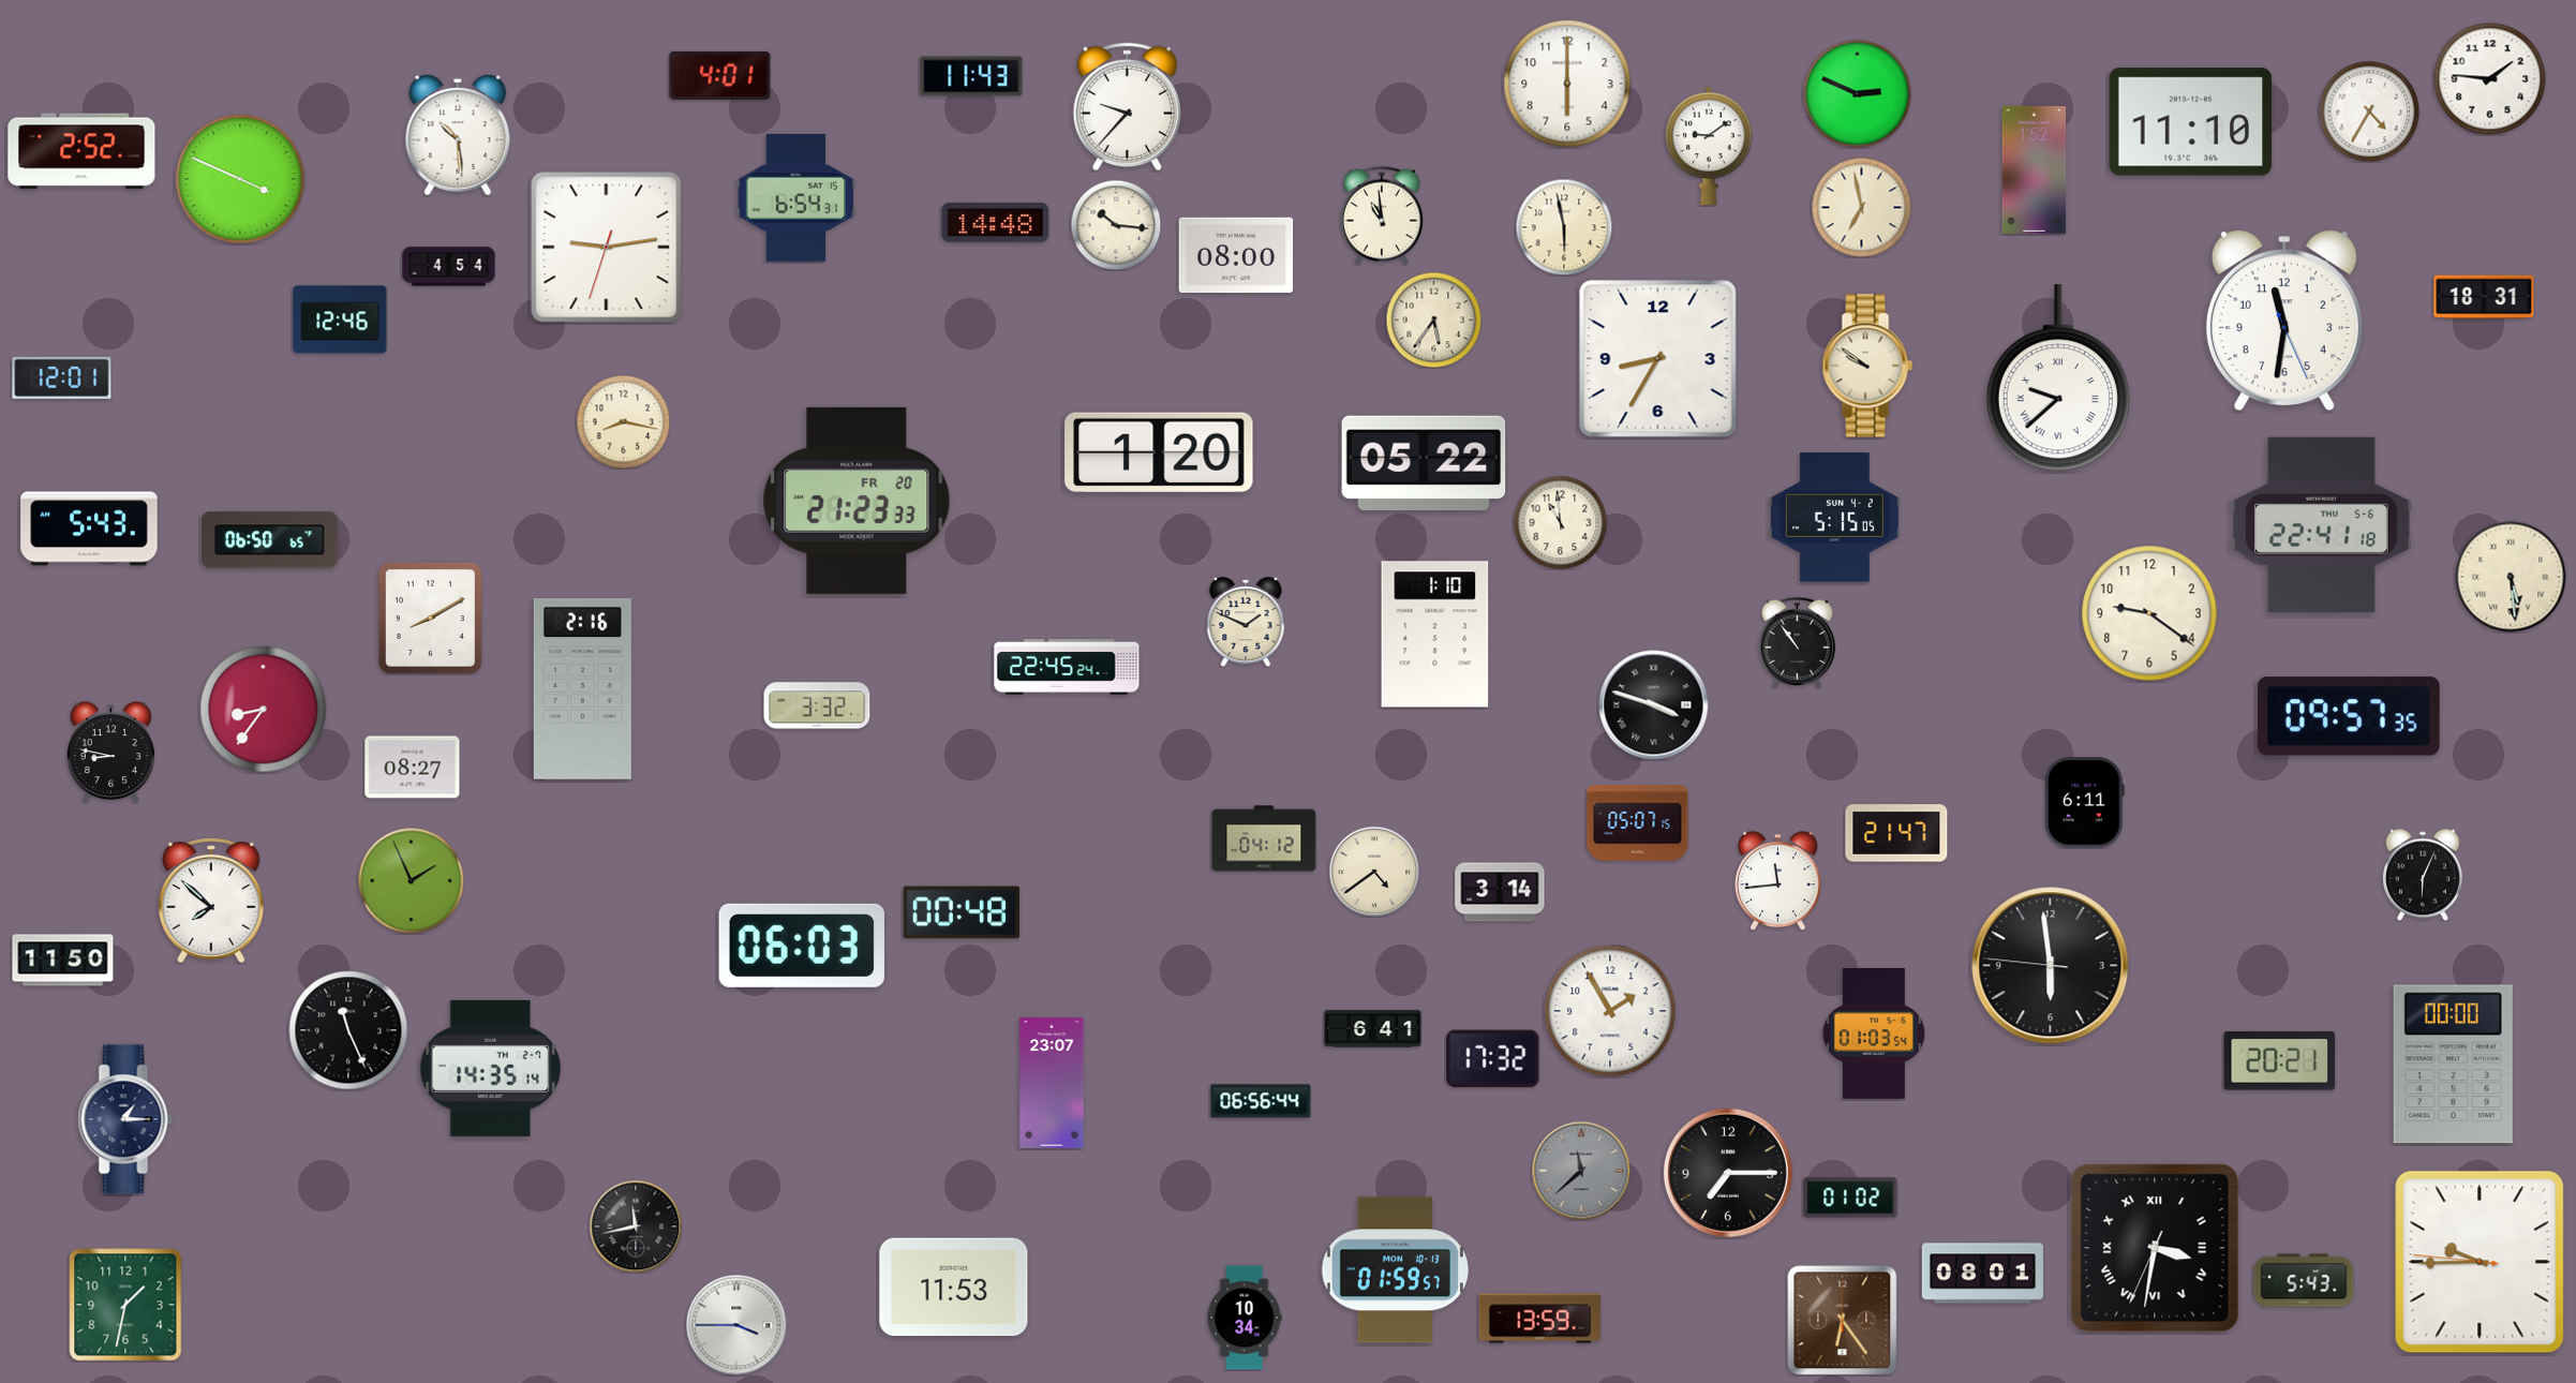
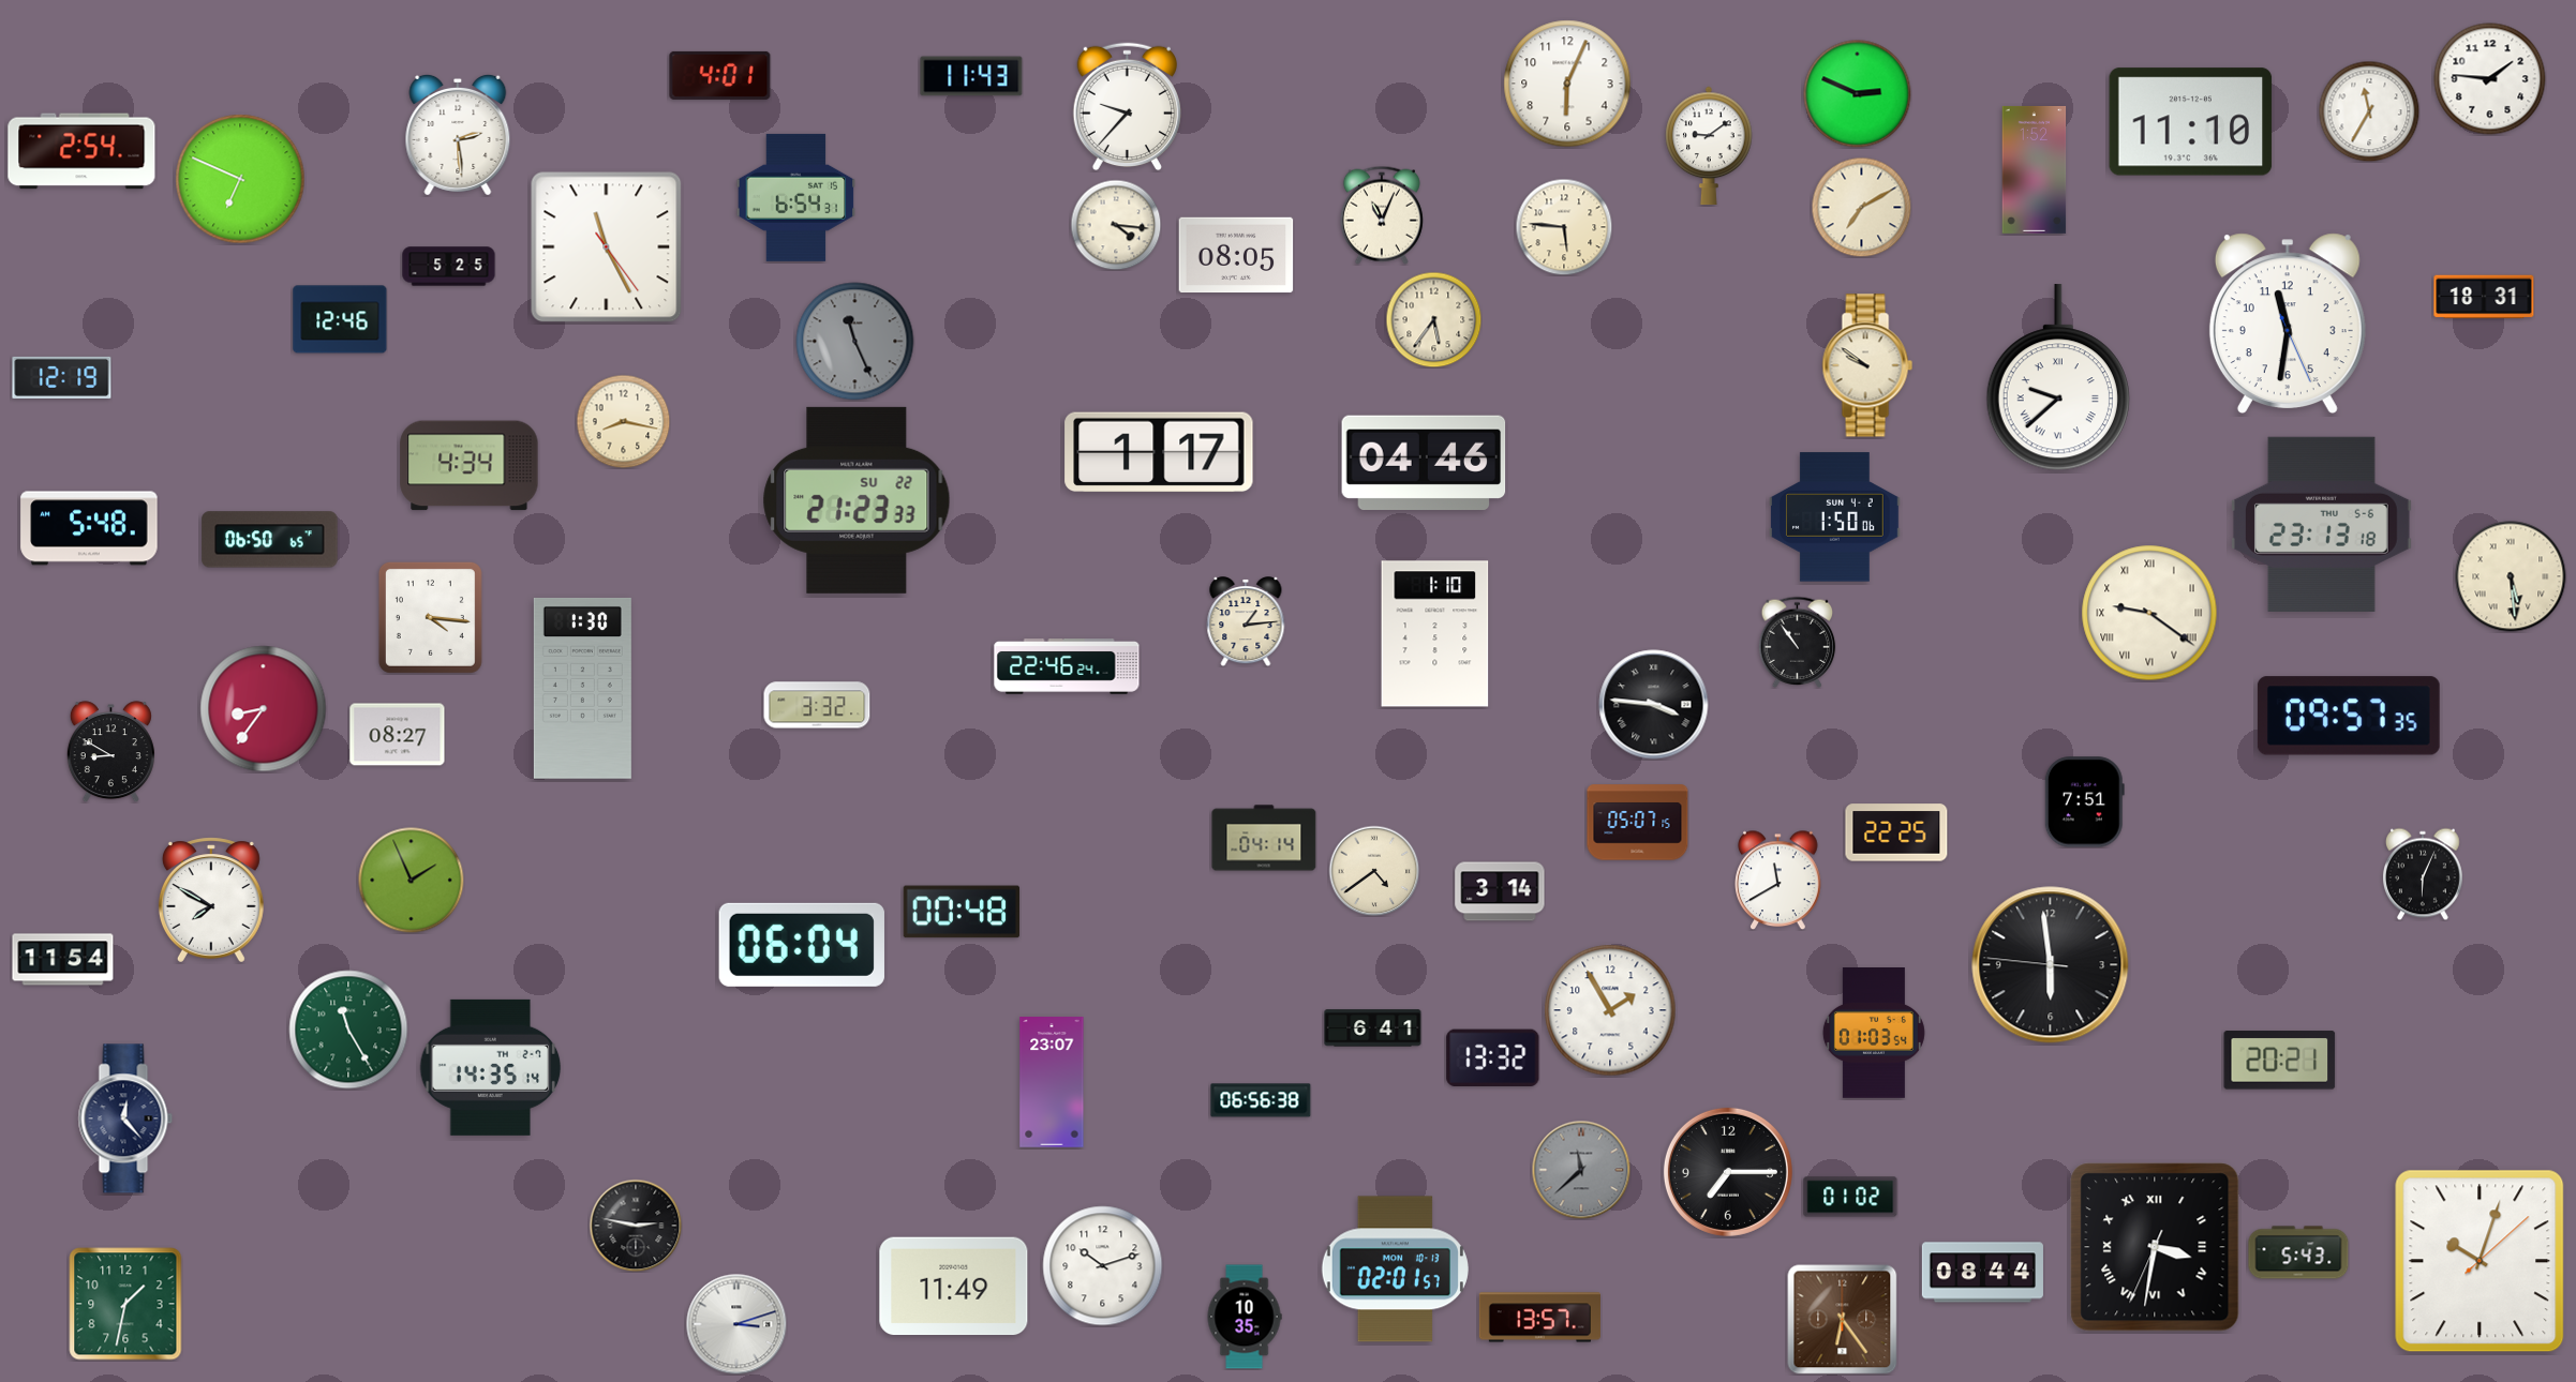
clock at (1567, 84): 6:00 -> 6:04
clock at (2369, 111): 4:35 -> 11:35
clock at (458, 135): 10:29 -> 2:29
clock at (81, 151): 2:52 -> 2:54
clock at (240, 179): 3:49 -> 6:49
clock at (1861, 207): 6:58 -> 7:10
clock at (1382, 215): 10:59 -> 11:04
clock at (996, 223): 14:48 -> none
clock at (1116, 225): 10:16 -> 4:16
clock at (1564, 227): 5:58 -> 5:46
clock at (607, 248): 9:13 -> 11:25
clock at (1236, 255): 08:00 -> 08:05
clock at (449, 267): 4:54 -> 5:25
clock at (2284, 319) position: (2284, 319) -> (2288, 322)
clock at (855, 342): none -> 11:26
clock at (1658, 359): 8:35 -> none
clock at (62, 377): 12:01 -> 12:19
clock at (1159, 452): 1:20 -> 1:17
clock at (1424, 463): 05:22 -> 04:46
clock at (470, 466): none -> 4:34
clock at (857, 501) date: FR 20 -> SU 22
clock at (1835, 518): 5:15 -> 1:50
clock at (1560, 522): 10:59 -> none
clock at (2321, 524): 22:41 -> 23:13
clock at (89, 529): 5:43 -> 5:48
clock at (2149, 613) numerals: Arabic -> Roman
clock at (430, 618): 8:10 -> 4:16
clock at (1246, 623): 1:49 -> 1:14
clock at (1067, 668): 22:45 -> 22:46
clock at (582, 688): 2:16 -> 1:30
clock at (1654, 705): 3:48 -> 3:46
clock at (110, 753): 8:47 -> 8:50
clock at (413, 768) position: (413, 768) -> (398, 735)
clock at (2084, 803): 6:11 -> 7:51
clock at (1896, 833): 21:47 -> 22:25
clock at (1264, 838): 04:12 -> 04:14
clock at (1778, 880): 11:44 -> 11:40
clock at (211, 901): 7:52 -> 7:50
clock at (802, 946): 06:03 -> 06:04
clock at (63, 961): 11:50 -> 11:54
clock at (348, 1030): 11:26 -> 11:25
clock at (348, 1030) dial: black -> green
clock at (1493, 1058): 17:32 -> 13:32
clock at (2453, 1065): 00:00 -> none
clock at (1261, 1101): 06:56:44 -> 06:56:38
clock at (125, 1119): 1:15 -> 12:23
clock at (636, 1226): 11:43 -> 2:47
clock at (2480, 1262): 9:44 -> 10:03
clock at (1103, 1266): none -> 10:12
clock at (1395, 1270): 01:59 -> 02:01
clock at (1982, 1274): 08:01 -> 08:44
clock at (2304, 1280) position: (2304, 1280) -> (2298, 1252)
clock at (954, 1288): 11:53 -> 11:49
clock at (1245, 1318): 10:34 -> 10:35
clock at (1539, 1319): 13:59 -> 13:57
clock at (736, 1325): 3:45 -> 3:12
